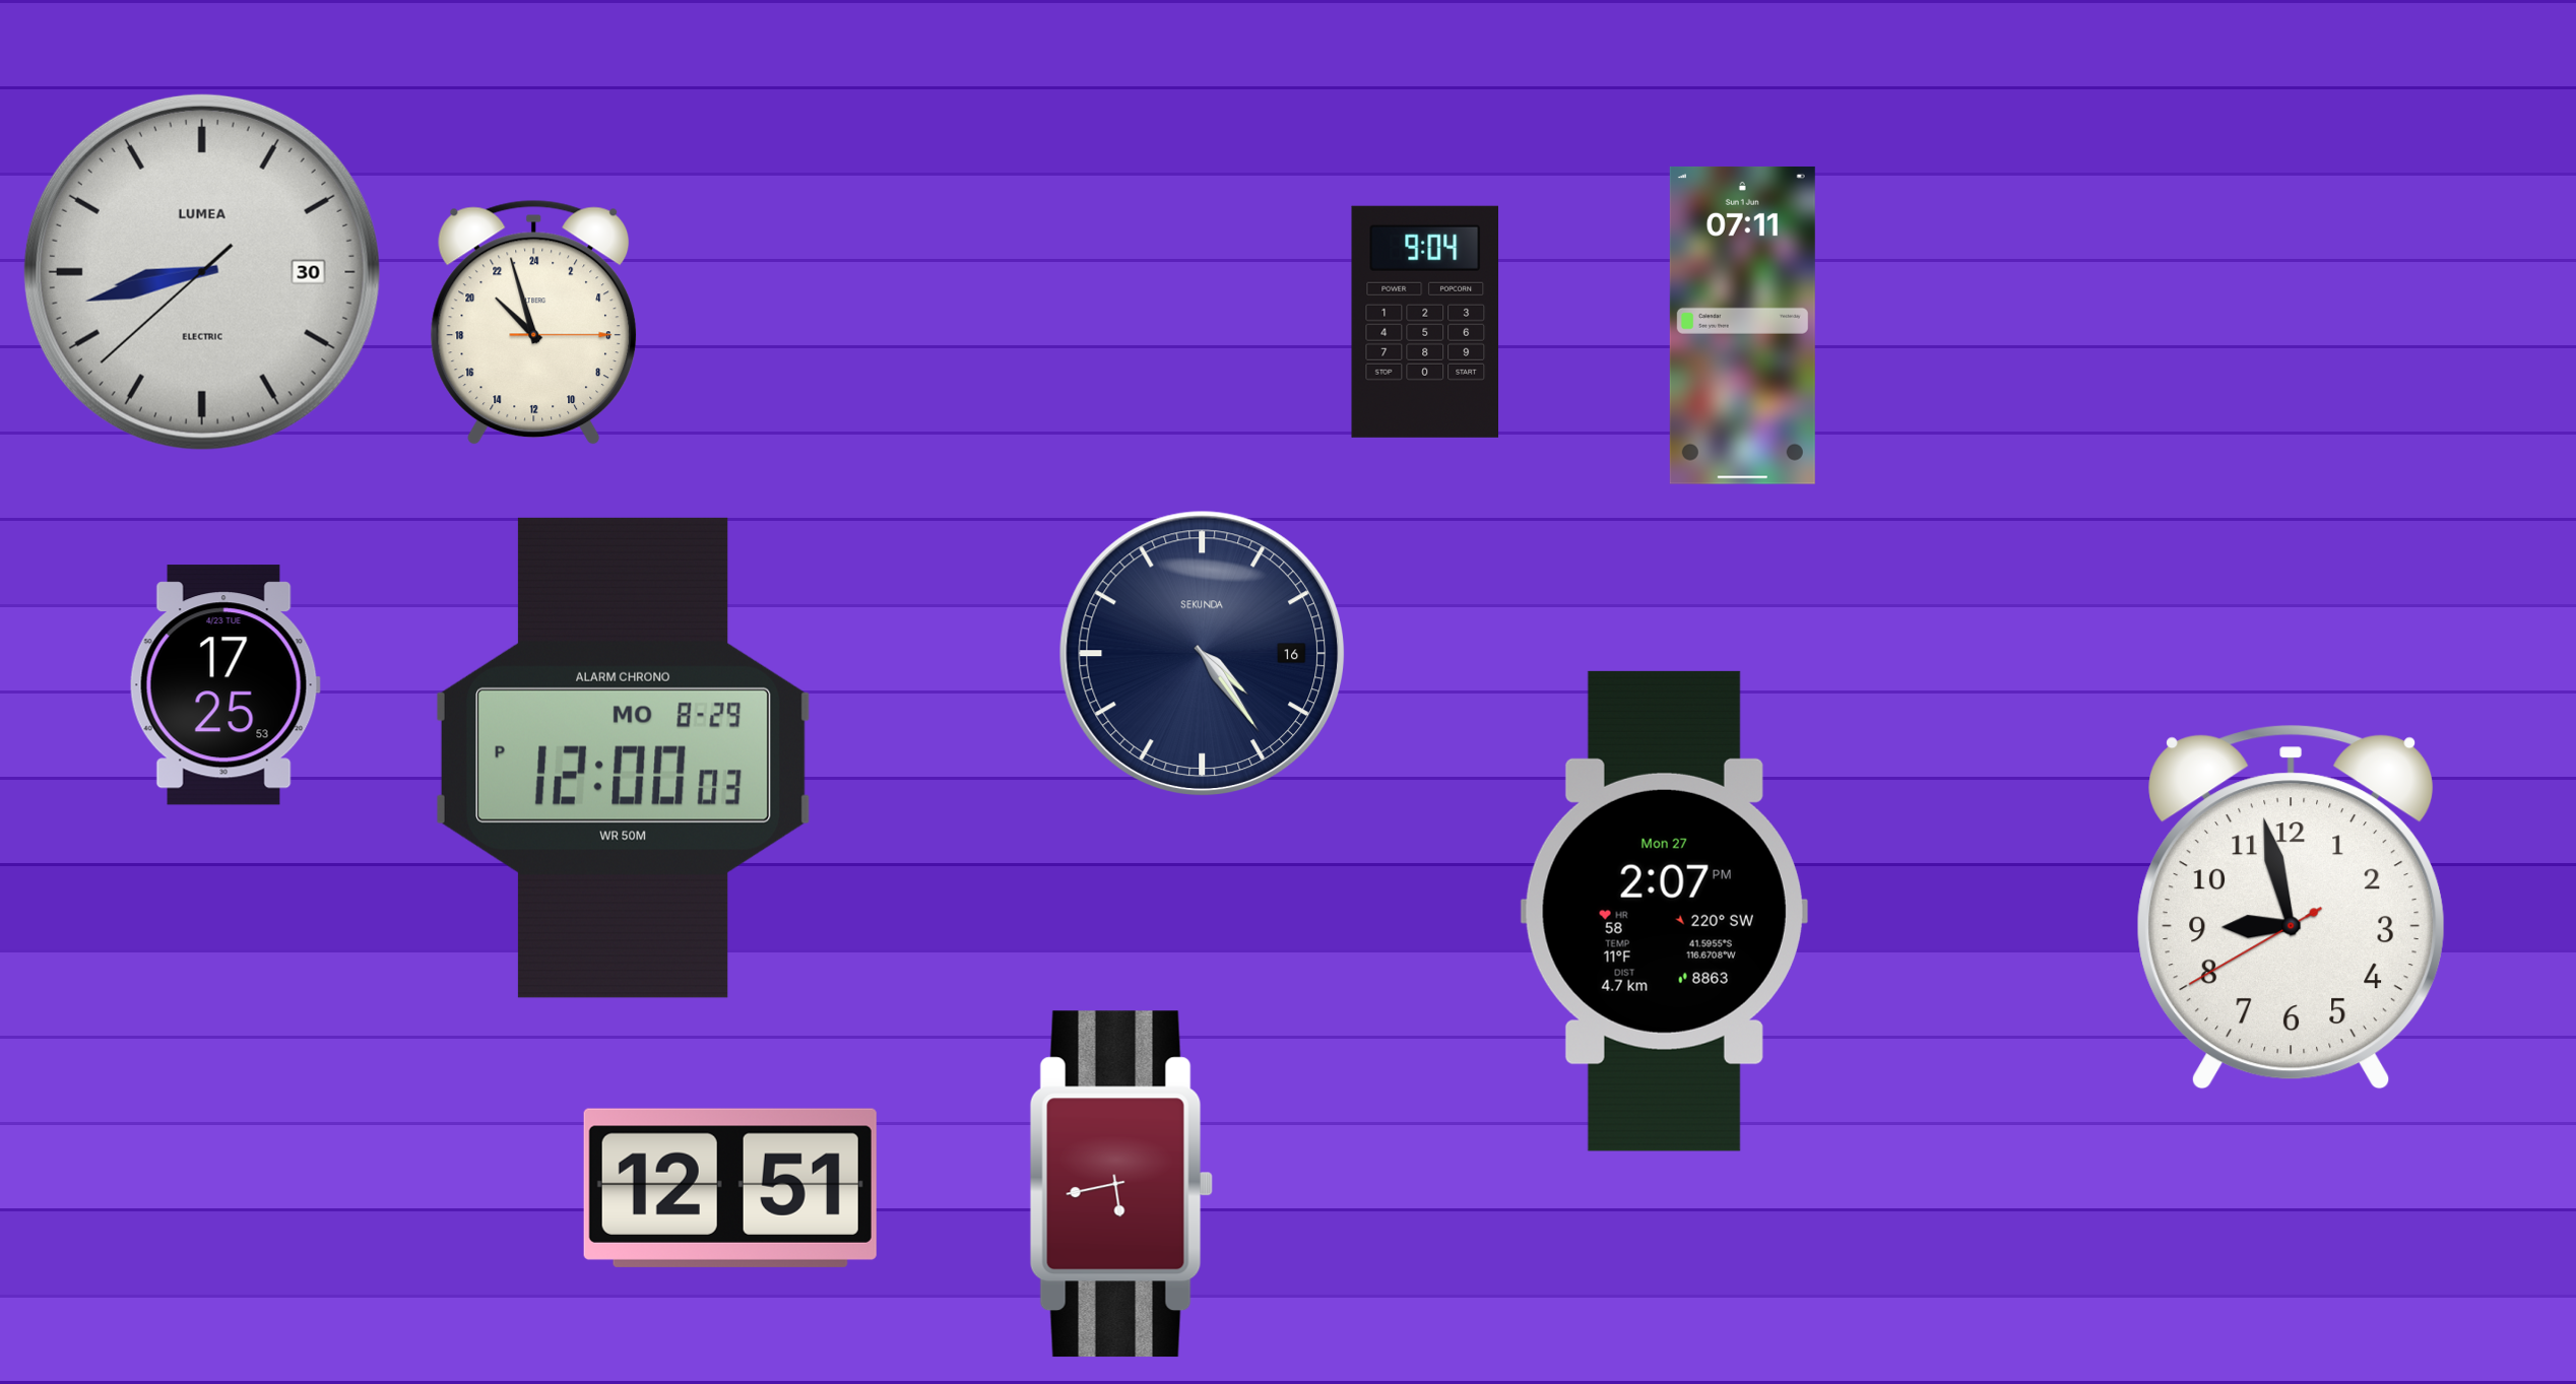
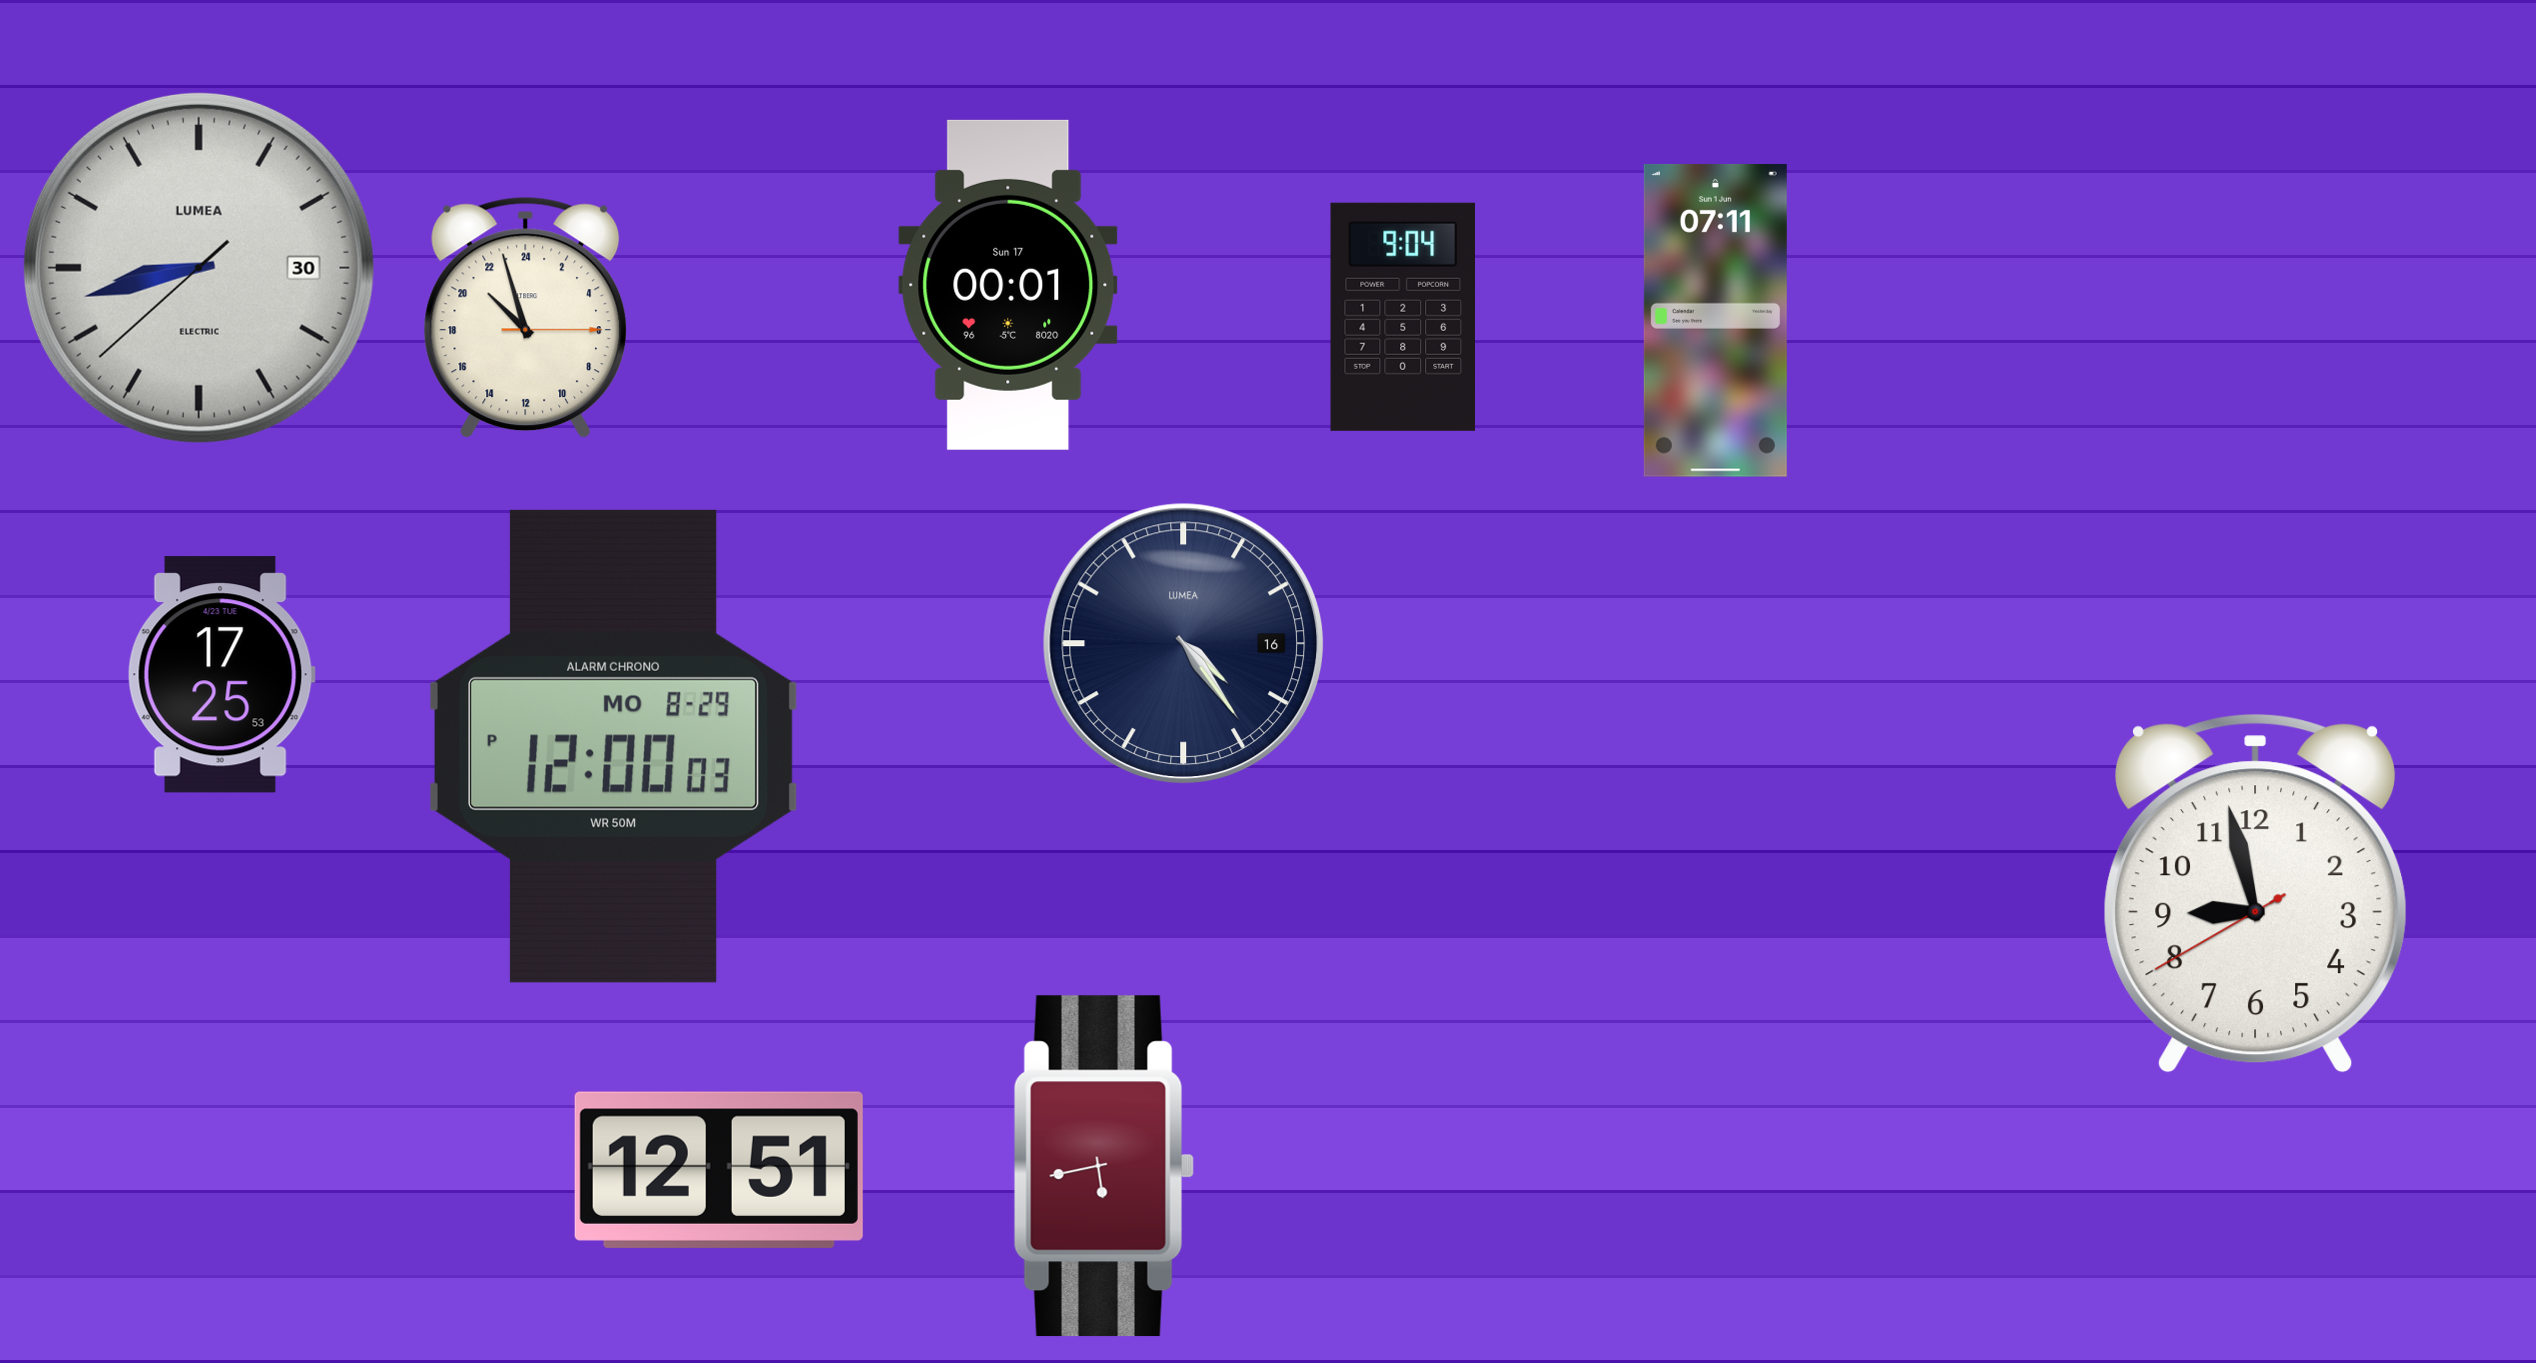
clock at (1008, 285): none -> 00:01
clock at (1203, 654) brand: SEKUNDA -> LUMEA
clock at (1664, 911): 2:07 -> none
